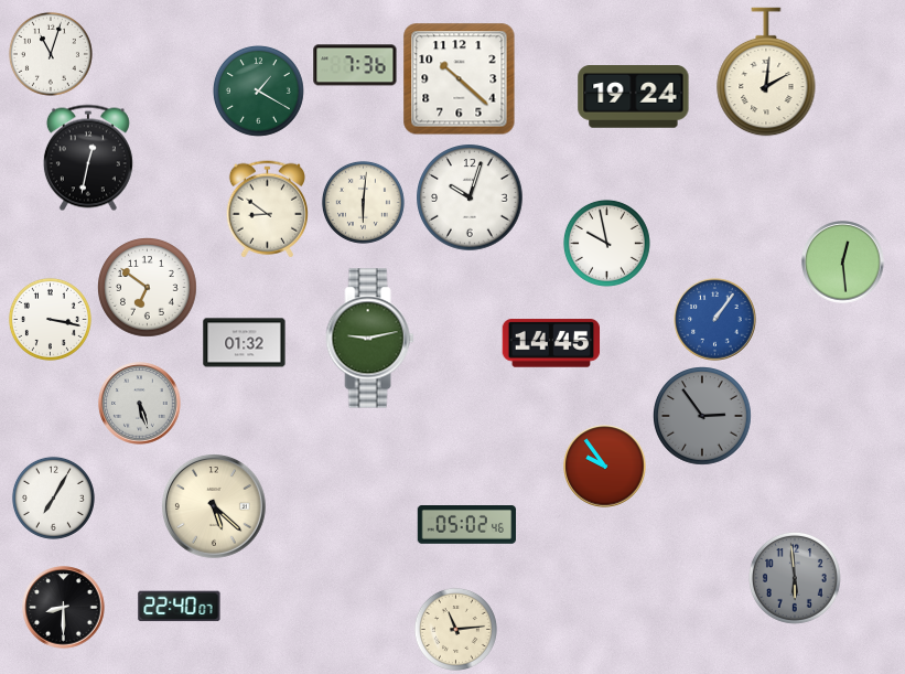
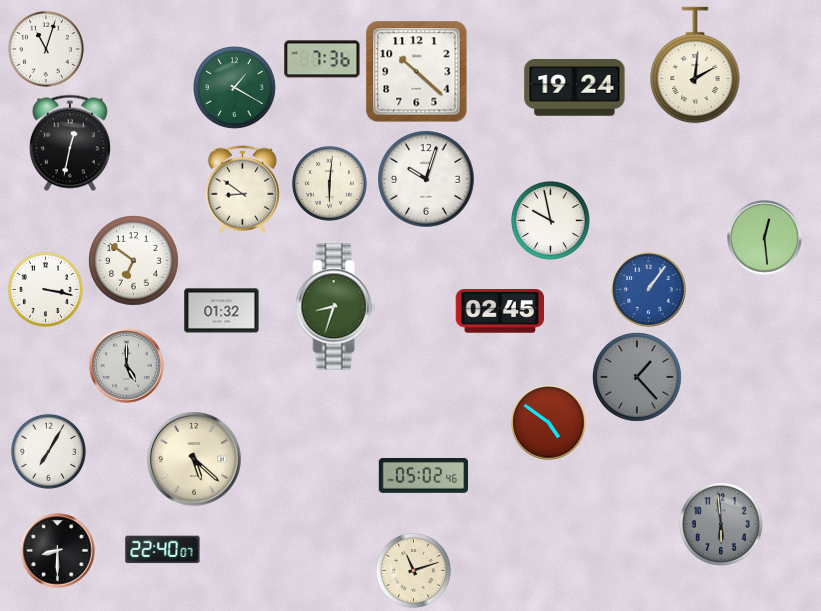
clock at (258, 90) position: (258, 90) -> (234, 87)
clock at (88, 158) position: (88, 158) -> (70, 143)
clock at (370, 339): 9:13 -> 8:33
clock at (551, 343): 14:45 -> 02:45
clock at (140, 404): 5:27 -> 5:00
clock at (703, 417): 2:54 -> 1:23
clock at (605, 467): 9:54 -> 4:51
clock at (455, 629): 11:14 -> 11:12
